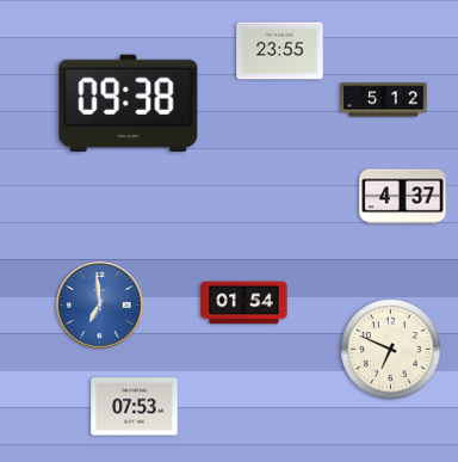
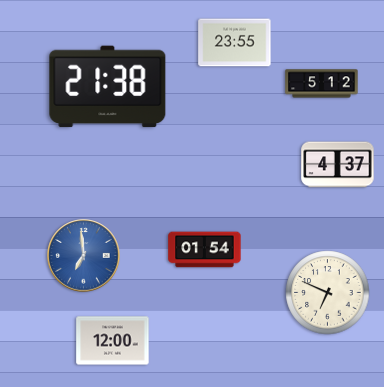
clock at (129, 104): 09:38 -> 21:38
clock at (245, 303) position: (245, 303) -> (205, 250)
clock at (135, 407): 07:53 -> 12:00
